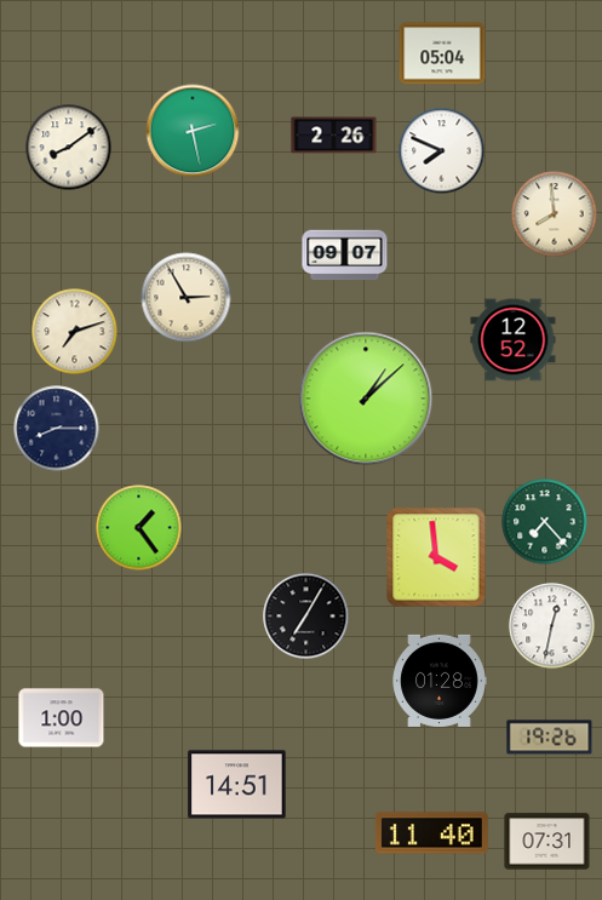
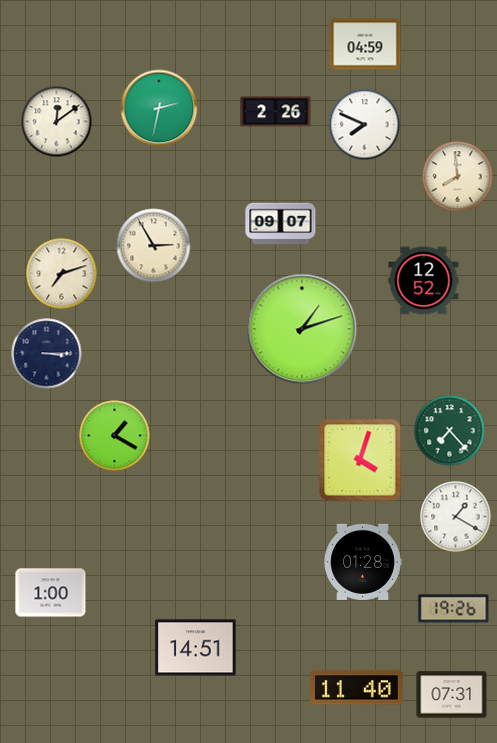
clock at (442, 53): 05:04 -> 04:59
clock at (193, 131): 2:28 -> 2:32
clock at (69, 148): 8:09 -> 12:09
clock at (345, 256) position: (345, 256) -> (281, 224)
clock at (366, 399): 1:08 -> 1:12
clock at (57, 429): 8:15 -> 3:15
clock at (139, 528): 1:24 -> 1:20
clock at (436, 557): 3:59 -> 4:03
clock at (306, 617): 7:05 -> none
clock at (552, 626): 12:32 -> 1:20
